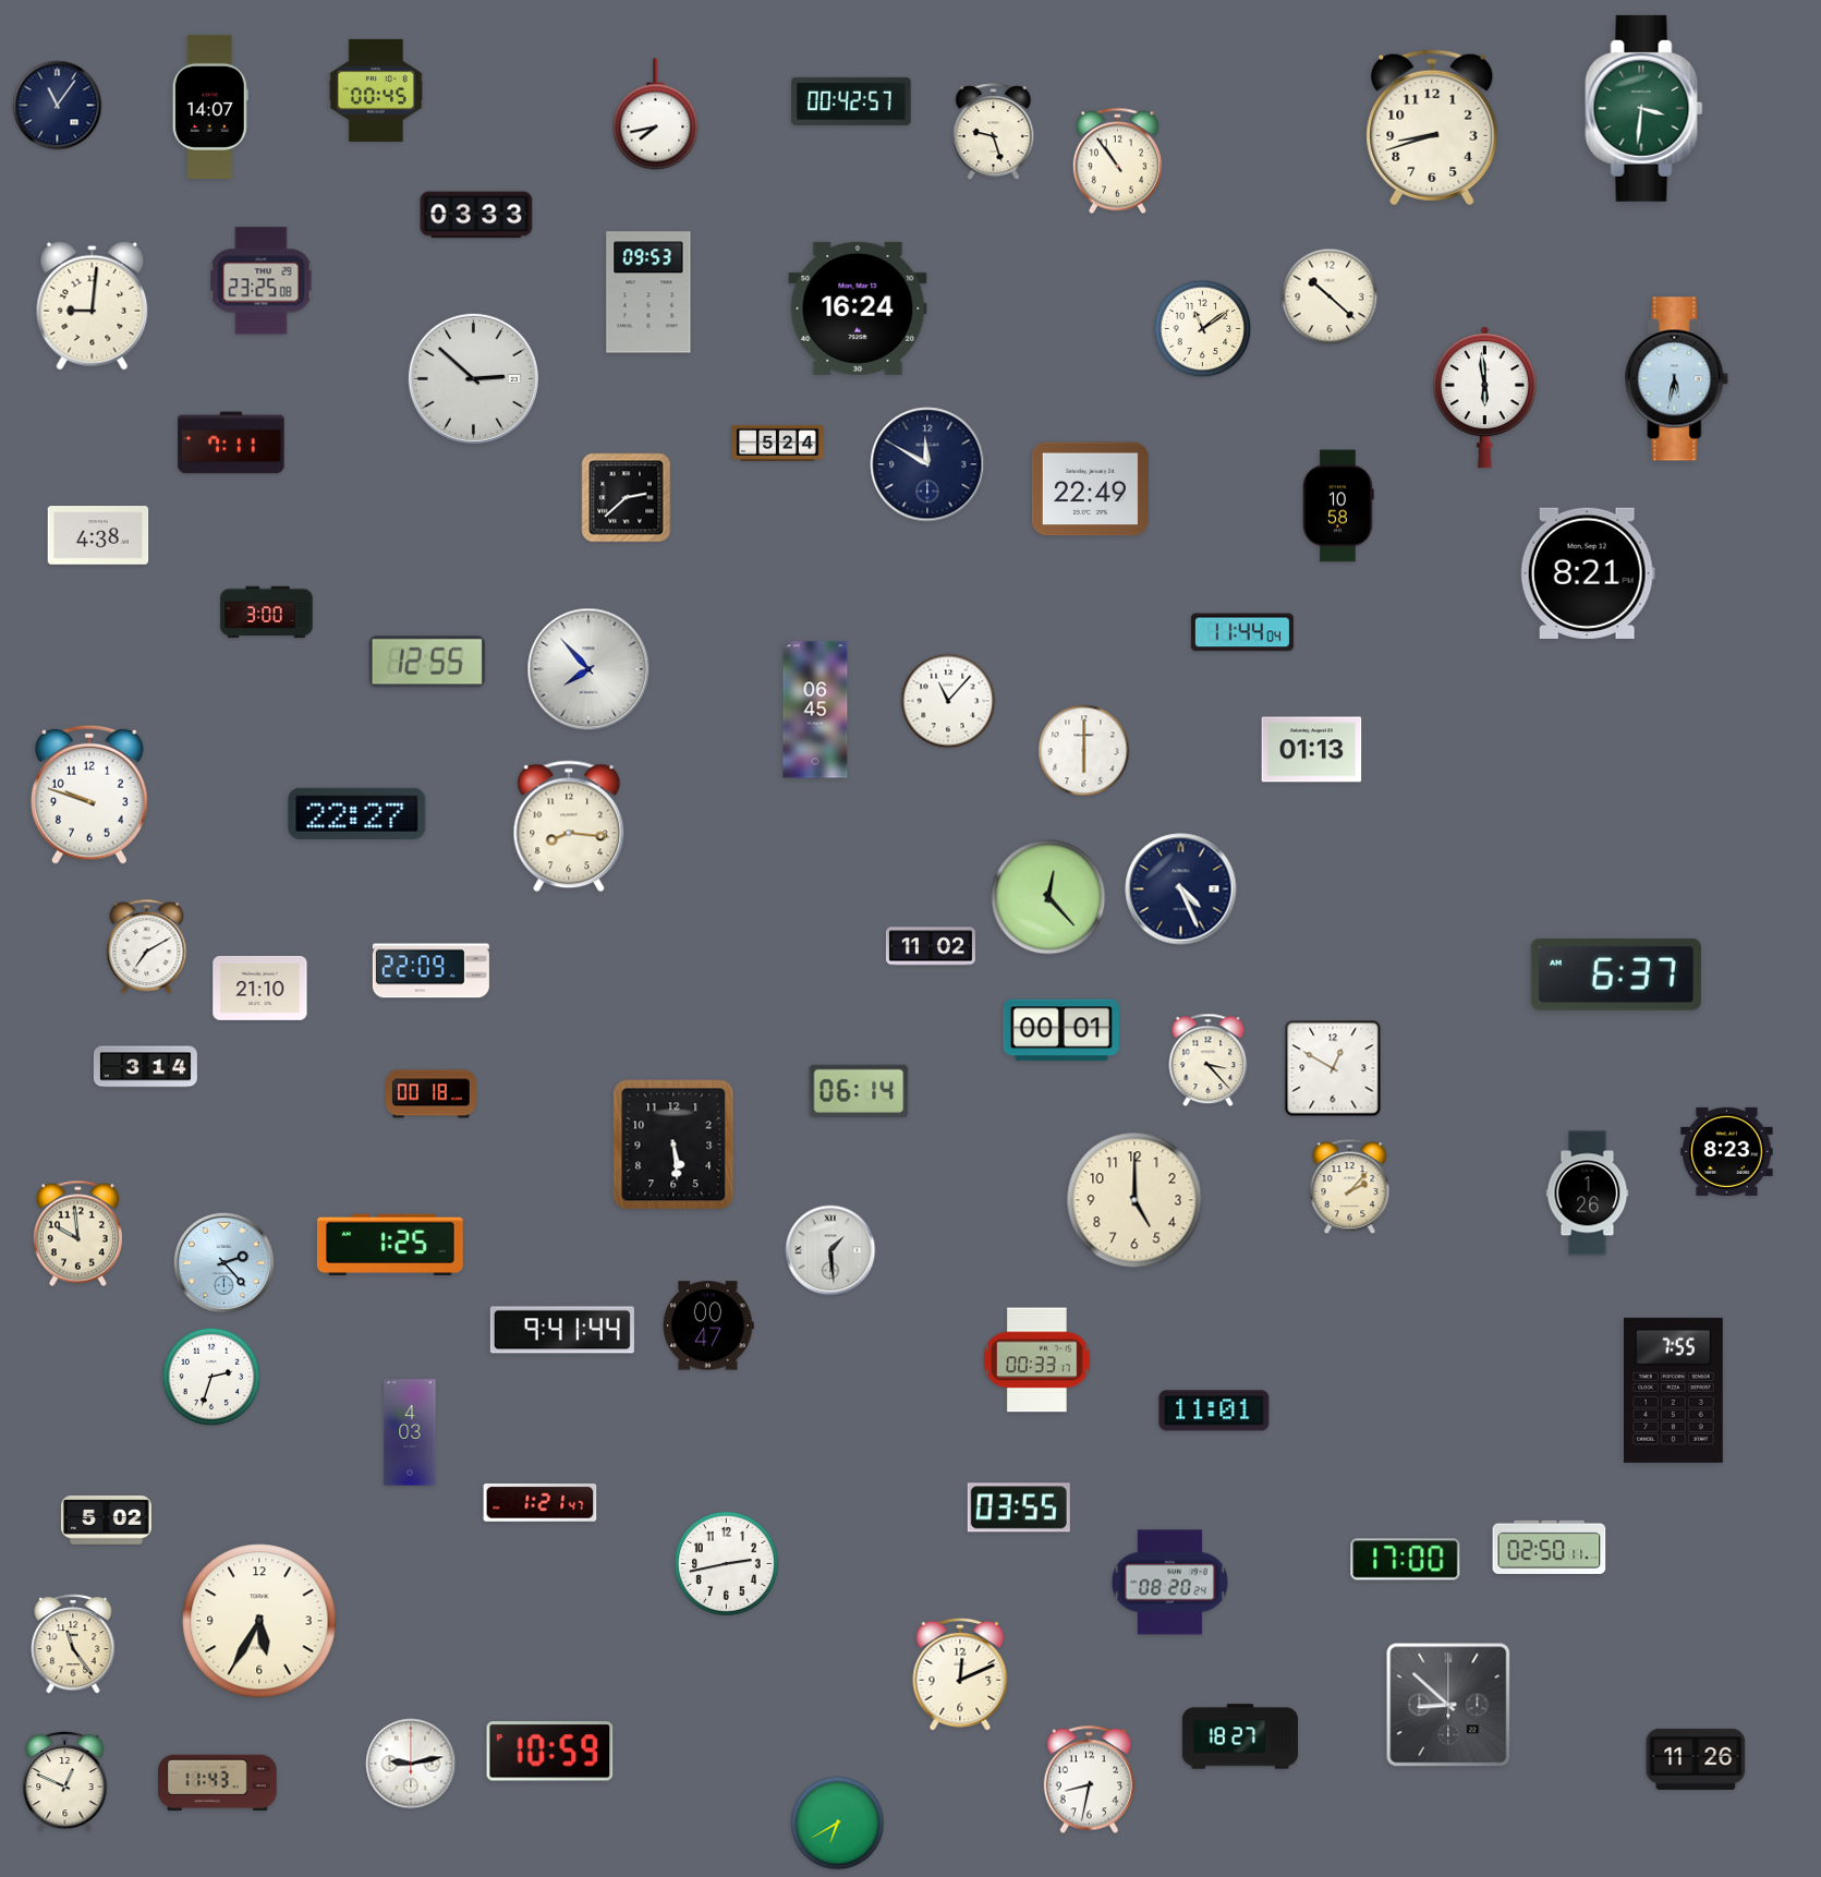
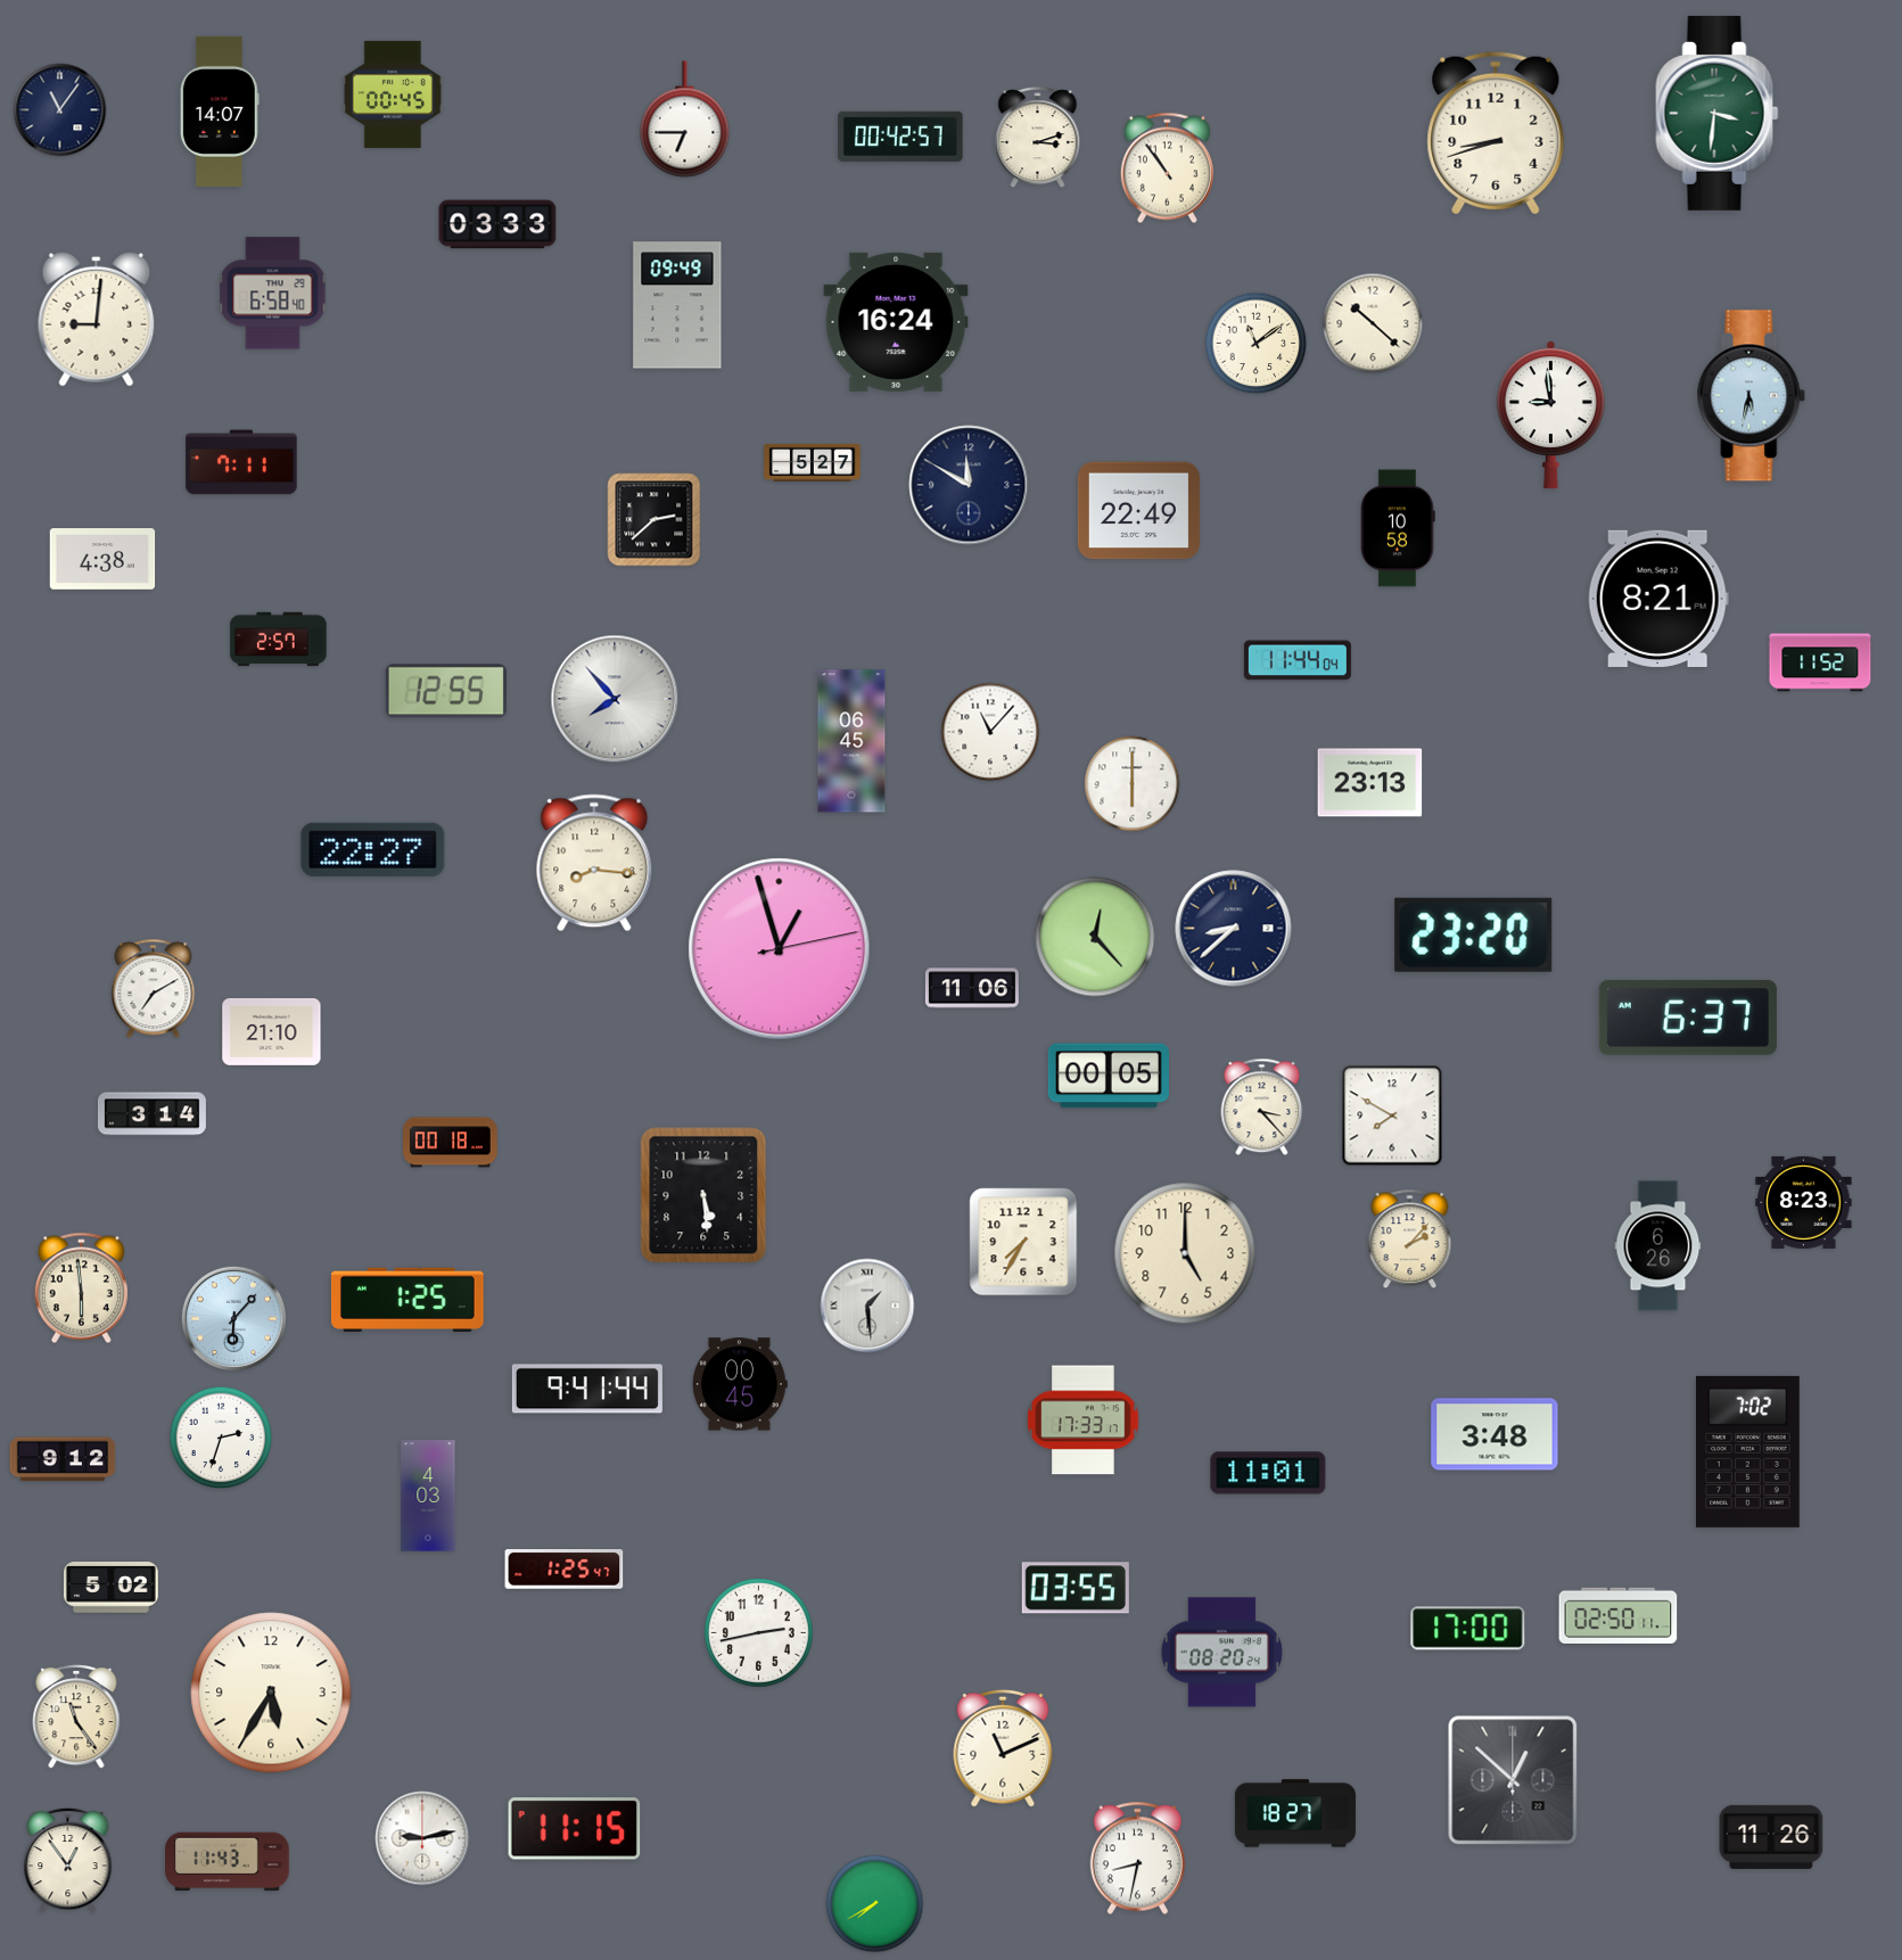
clock at (851, 101) position: (851, 101) -> (900, 137)
clock at (656, 114): 7:43 -> 6:45
clock at (994, 132): 9:27 -> 3:12
clock at (262, 281): 23:25 -> 6:58
clock at (648, 292): 09:53 -> 09:49
clock at (1330, 296) position: (1330, 296) -> (1373, 323)
clock at (473, 378): 2:52 -> none
clock at (1484, 398): 5:59 -> 8:59
clock at (778, 443): 5:24 -> 5:27
clock at (267, 613): 3:00 -> 2:57
clock at (1820, 662): none -> 11:52
clock at (1312, 750): 01:13 -> 23:13
clock at (90, 795): 9:48 -> none
clock at (1181, 889): 4:26 -> 8:38
clock at (1474, 934): none -> 23:20
clock at (780, 949): none -> 12:57
clock at (931, 946): 11:02 -> 11:06
clock at (430, 971): 22:09 -> none
clock at (1061, 1030): 00:01 -> 00:05
clock at (1333, 1068): 12:50 -> 7:50
clock at (859, 1090): 06:14 -> none
clock at (1023, 1242): none -> 7:35
clock at (1588, 1194): 1:26 -> 6:26
clock at (77, 1234): 9:59 -> 5:59
clock at (223, 1262): 2:23 -> 6:07
clock at (709, 1325): 00:47 -> 00:45
clock at (1037, 1360): 00:33 -> 17:33
clock at (1495, 1434): none -> 3:48
clock at (1673, 1390): 7:55 -> 7:02
clock at (63, 1459): none -> 9:12
clock at (541, 1503): 1:21 -> 1:25
clock at (1019, 1507) position: (1019, 1507) -> (1076, 1588)
clock at (960, 1674): 12:11 -> 11:11
clock at (1448, 1705): 8:52 -> 12:52
clock at (550, 1752): 10:59 -> 11:15
clock at (411, 1764) position: (411, 1764) -> (422, 1838)
clock at (65, 1781): 12:49 -> 12:54
clock at (838, 1824): 6:40 -> 7:40
